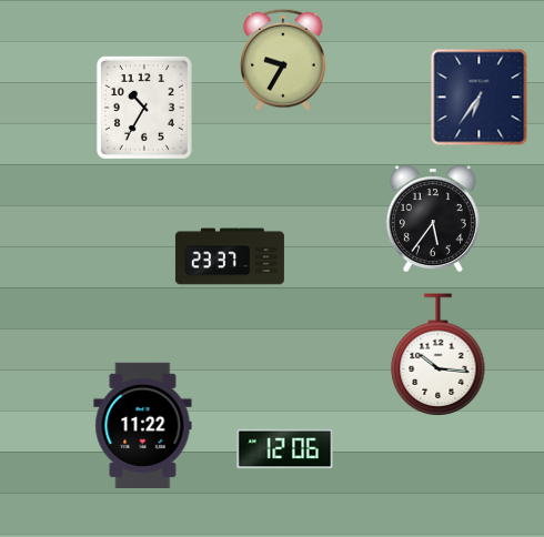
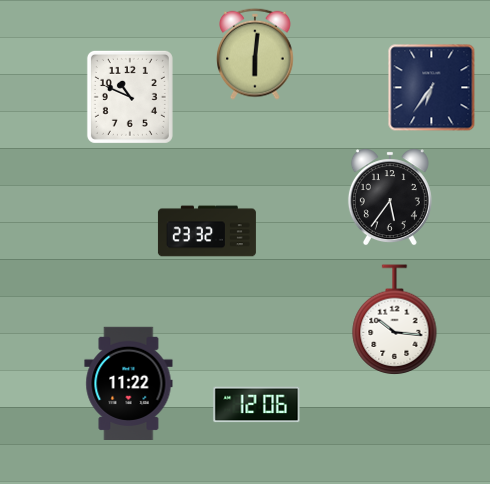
clock at (283, 60): 9:35 -> 6:01
clock at (144, 108): 10:35 -> 10:49
clock at (230, 256): 23:37 -> 23:32
